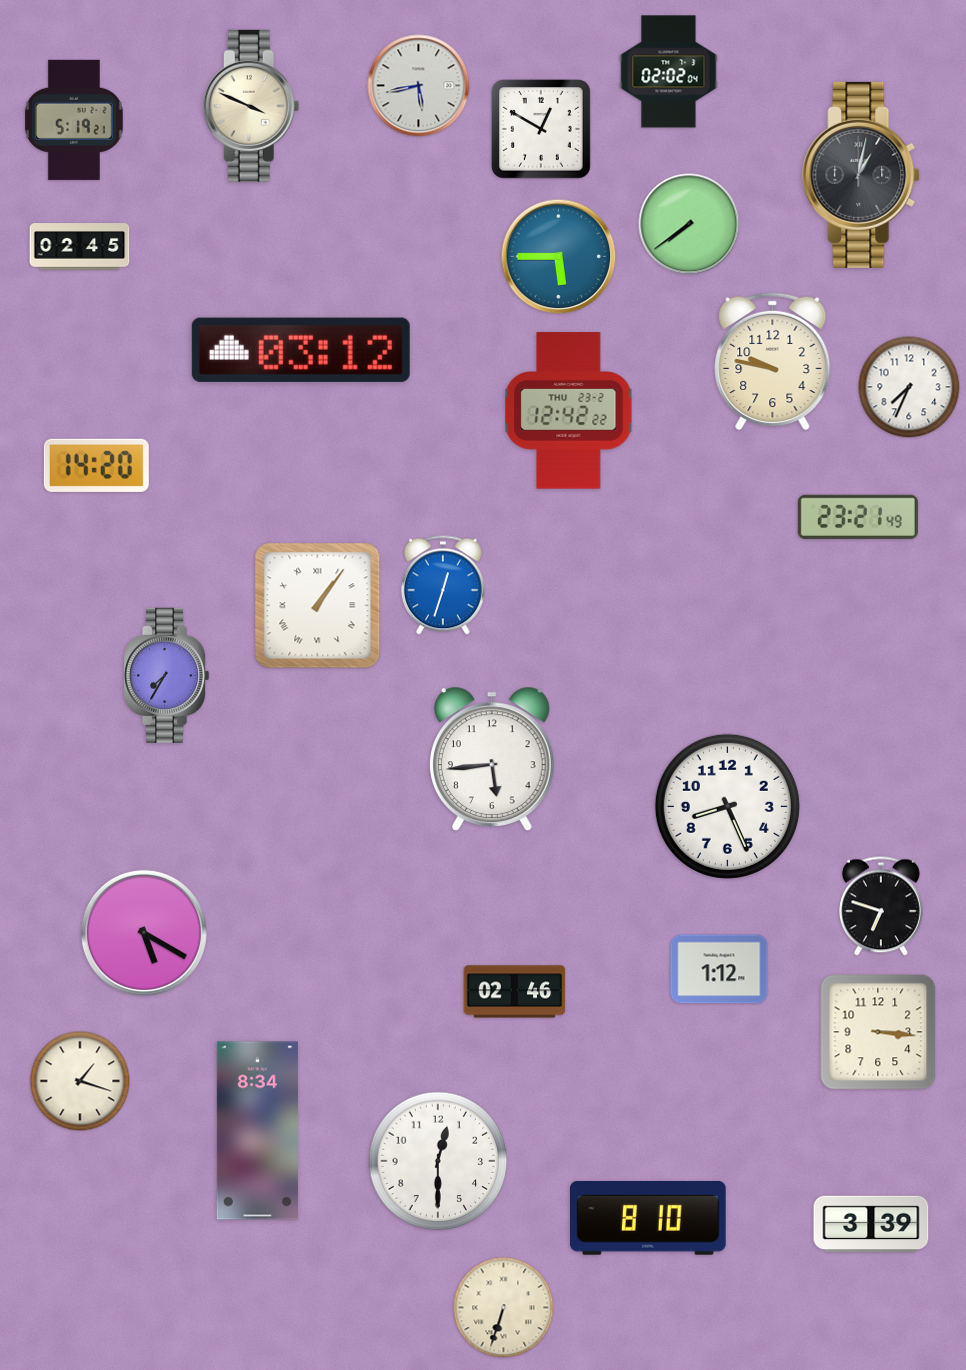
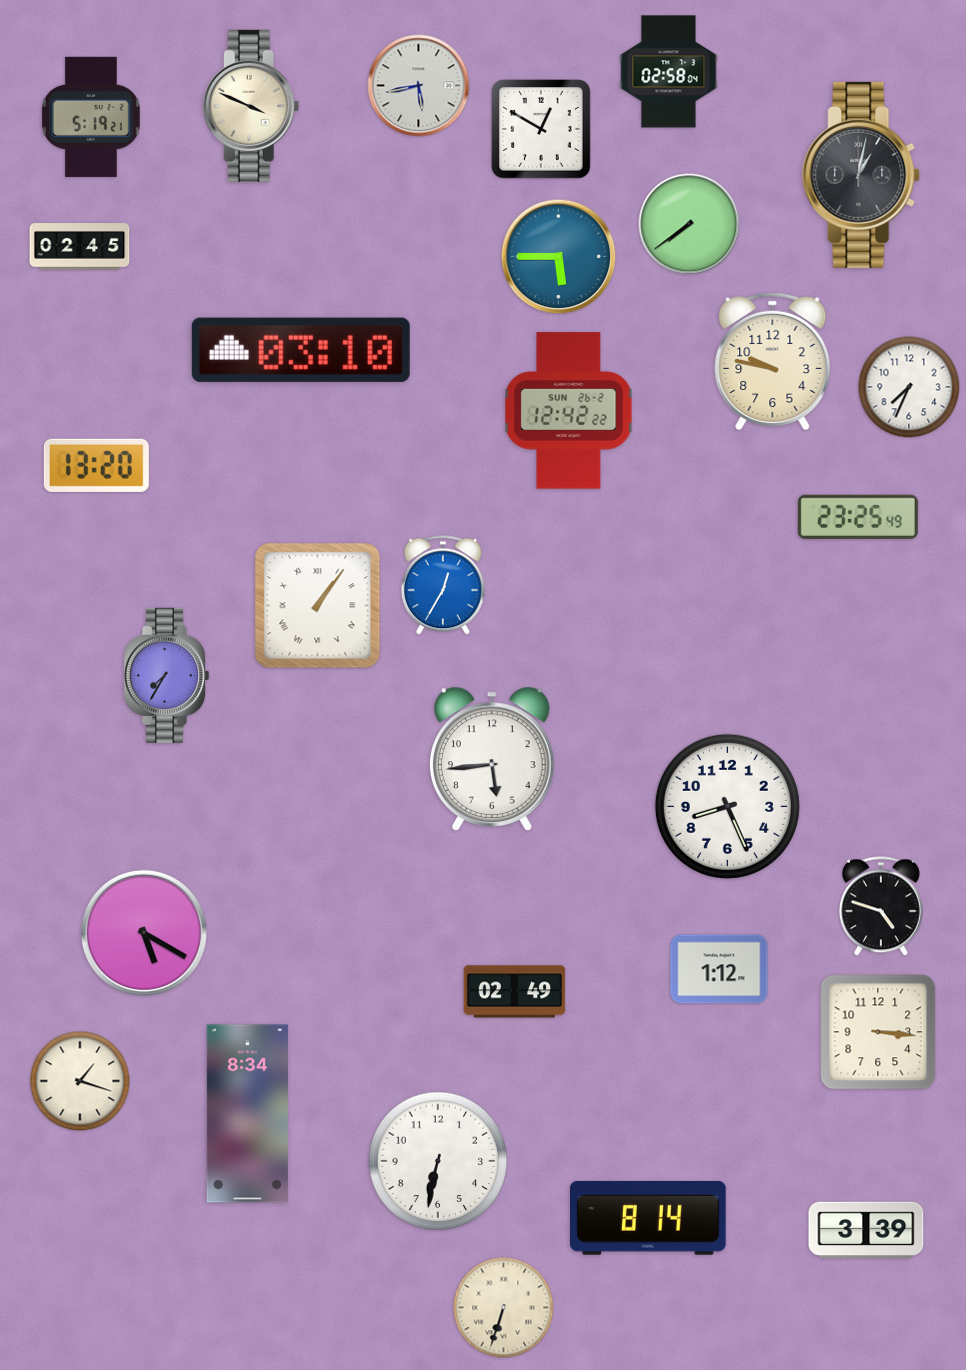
clock at (669, 72): 02:02 -> 02:58
clock at (74, 120) position: (74, 120) -> (91, 117)
clock at (301, 350): 03:12 -> 03:10
clock at (569, 411) date: THU 23-2 -> SUN 26-2
clock at (96, 465): 14:20 -> 13:20
clock at (858, 517): 23:21 -> 23:25
clock at (443, 585): 12:33 -> 12:35
clock at (881, 906): 6:48 -> 4:48
clock at (515, 992): 02:46 -> 02:49
clock at (257, 1131) position: (257, 1131) -> (247, 1114)
clock at (438, 1161): 12:30 -> 6:32
clock at (649, 1218): 8:10 -> 8:14
clock at (871, 1224) position: (871, 1224) -> (866, 1230)
